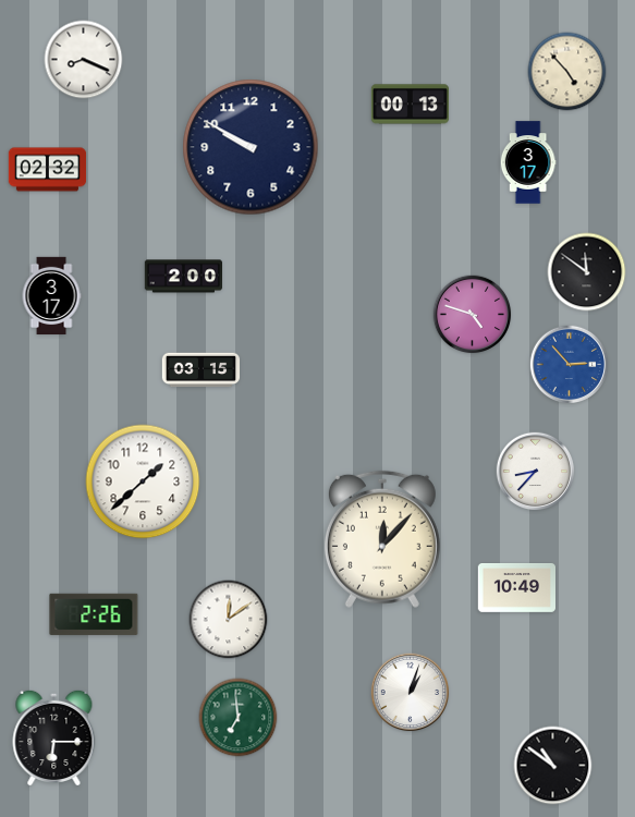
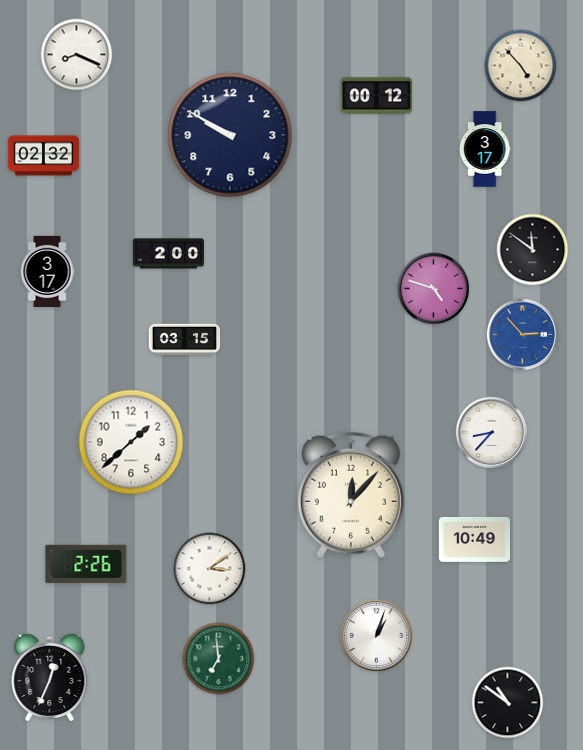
clock at (411, 105): 00:13 -> 00:12
clock at (587, 272) position: (587, 272) -> (533, 250)
clock at (229, 620): 12:09 -> 3:09
clock at (54, 736): 6:15 -> 12:34
